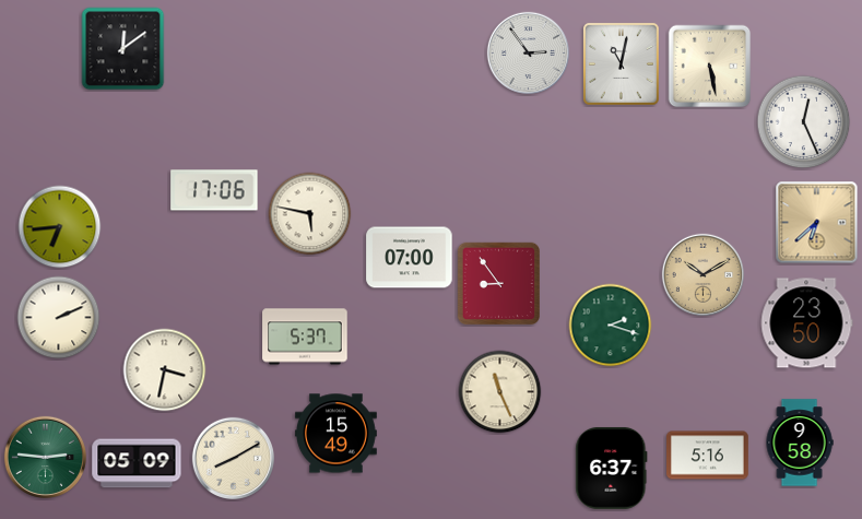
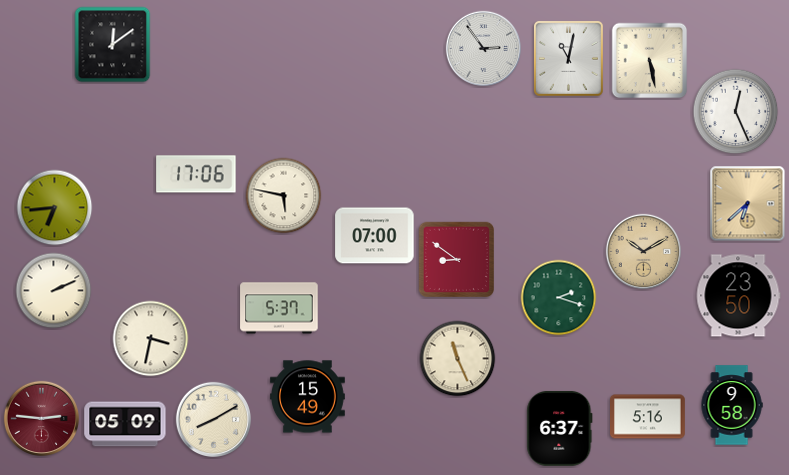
clock at (498, 283): 8:54 -> 8:51
clock at (45, 457) dial: green -> burgundy
